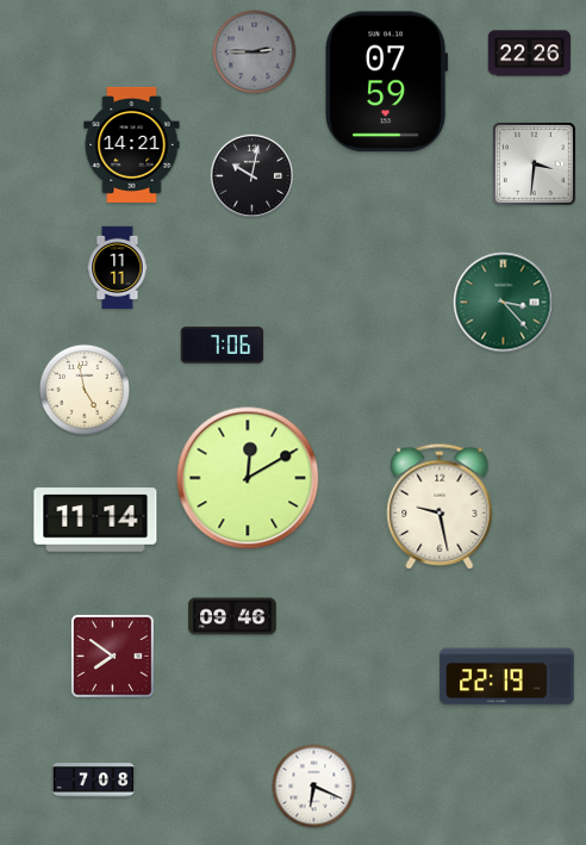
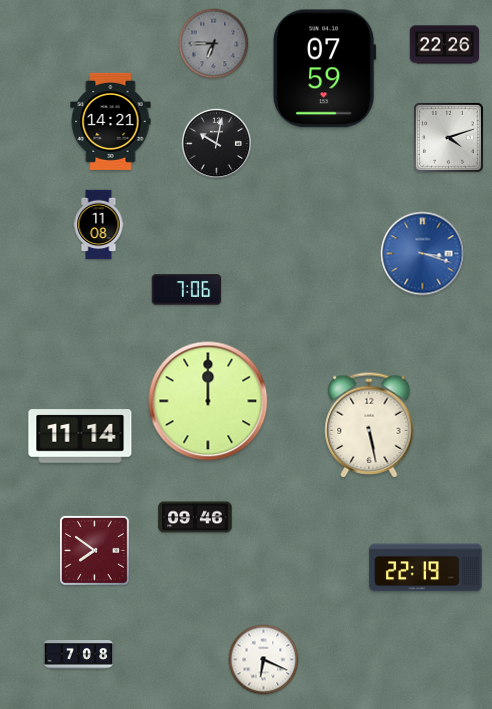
clock at (255, 52): 2:45 -> 6:45
clock at (534, 163): 3:31 -> 4:12
clock at (251, 175) position: (251, 175) -> (216, 143)
clock at (118, 268): 11:11 -> 11:08
clock at (504, 303): 3:23 -> 3:18
clock at (504, 303) dial: green -> blue
clock at (85, 390): 4:58 -> none
clock at (248, 478): 12:10 -> 12:00
clock at (440, 507): 9:28 -> 5:28
